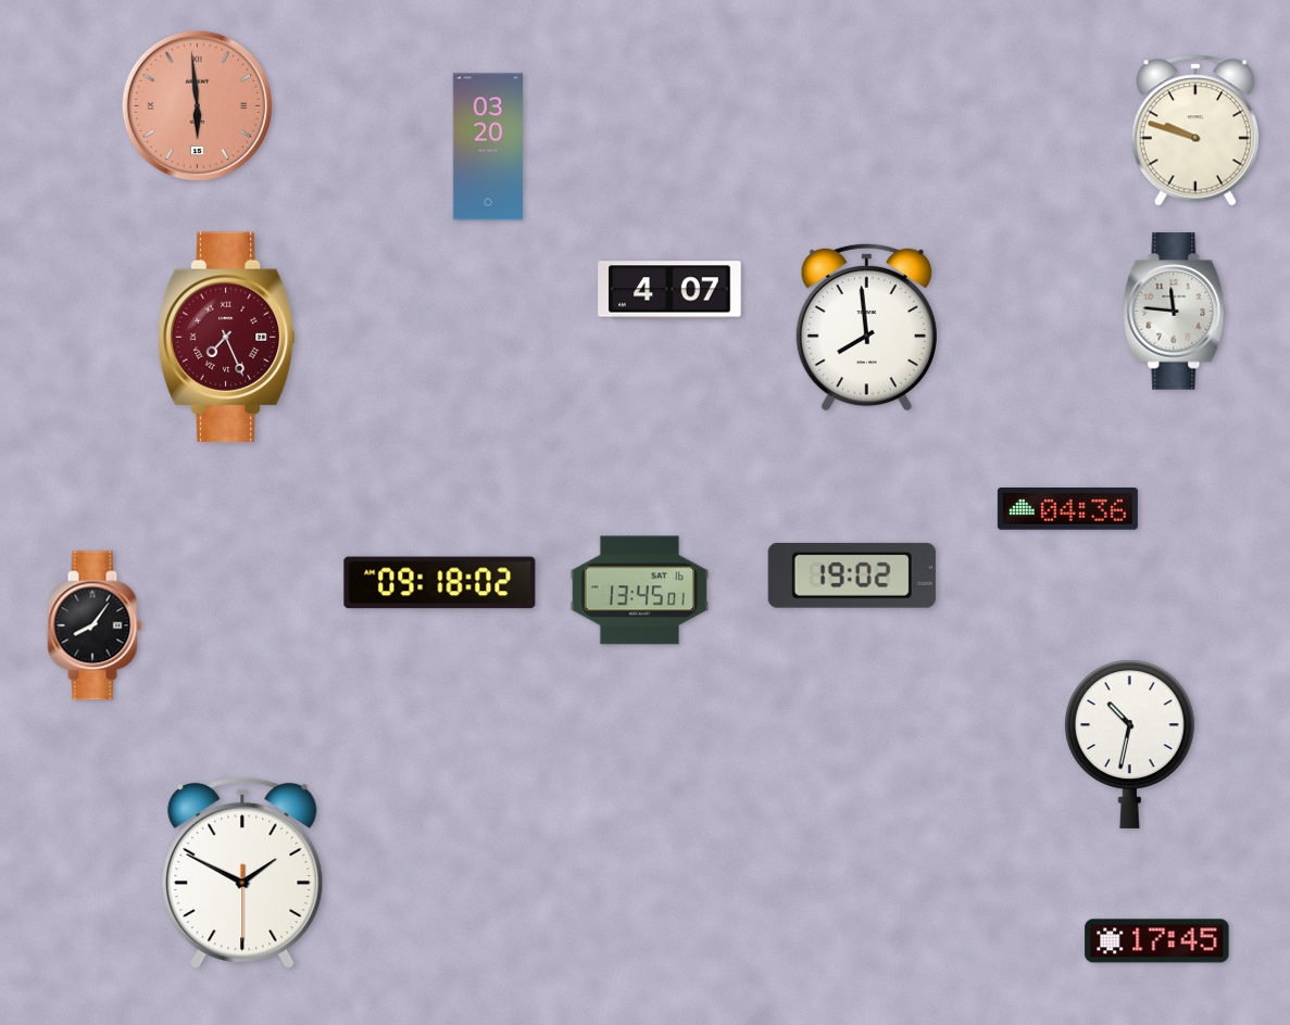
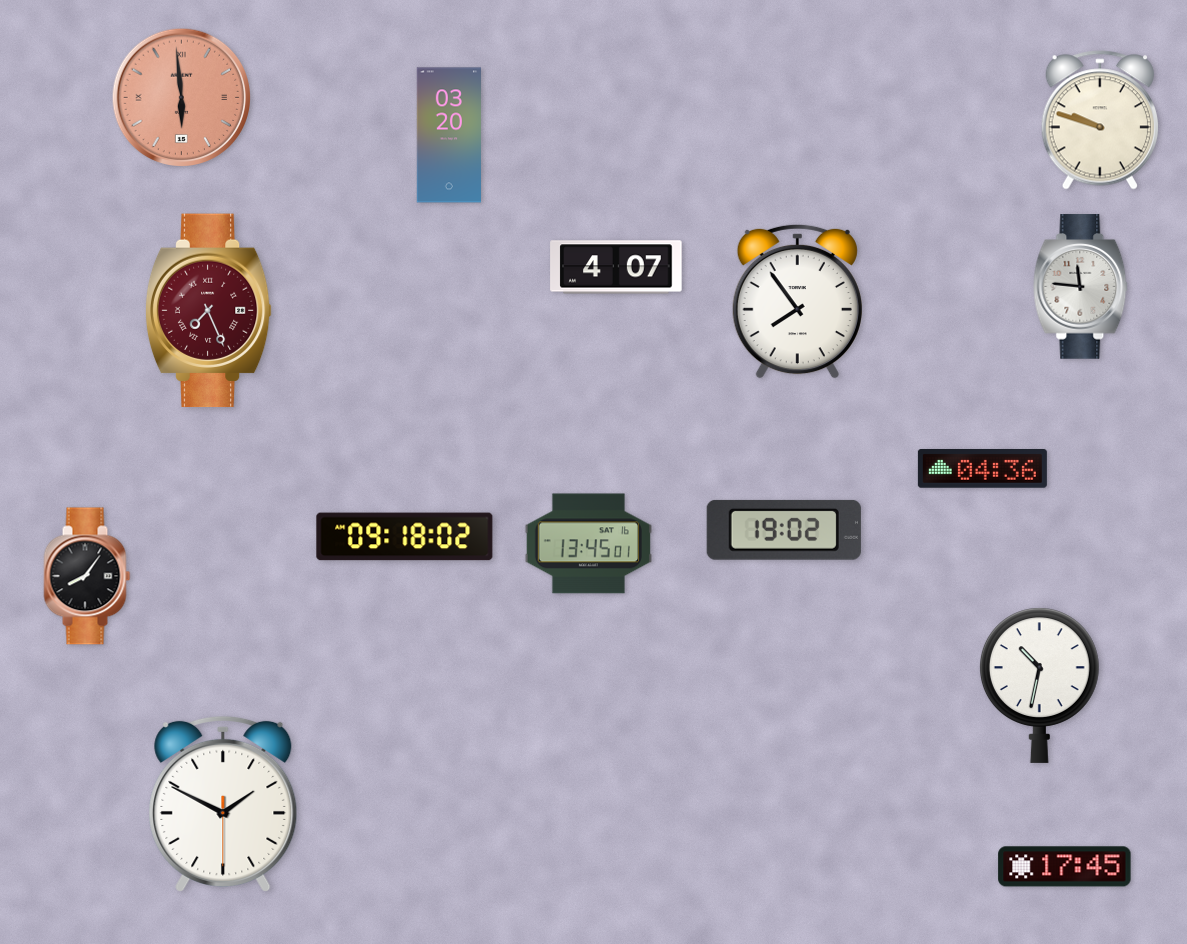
clock at (866, 327): 7:59 -> 7:54
